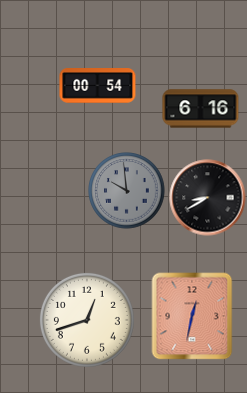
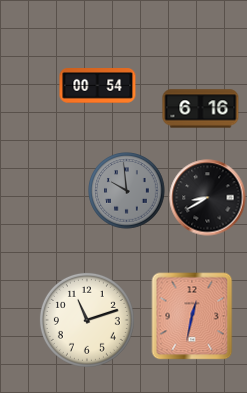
clock at (87, 320): 12:42 -> 11:12
